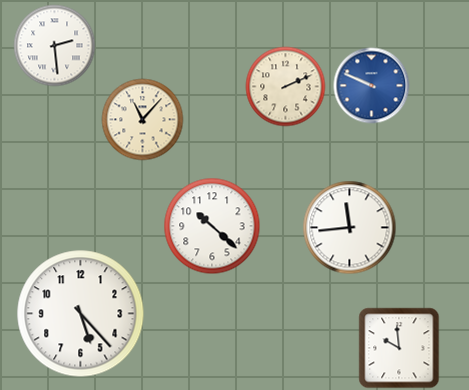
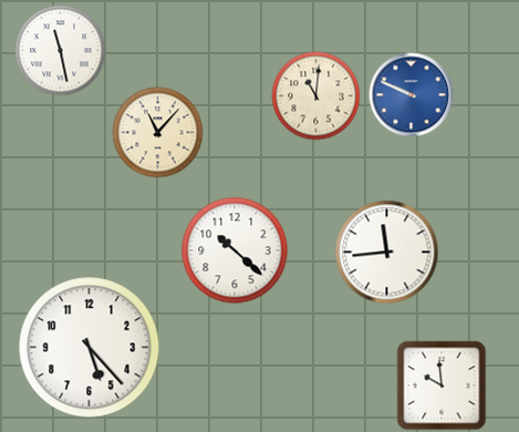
clock at (55, 46): 2:29 -> 11:28
clock at (286, 87): 2:11 -> 11:01
